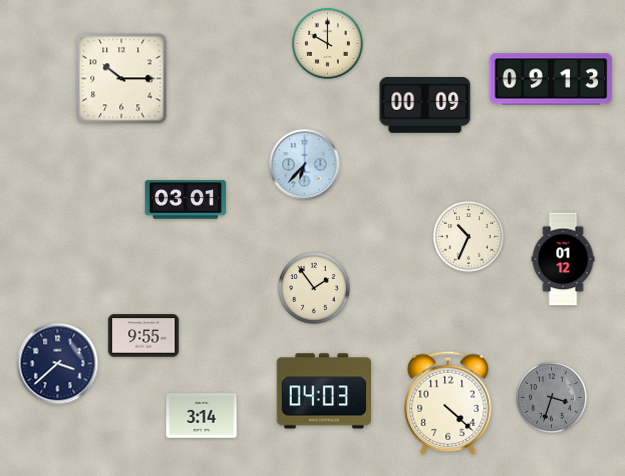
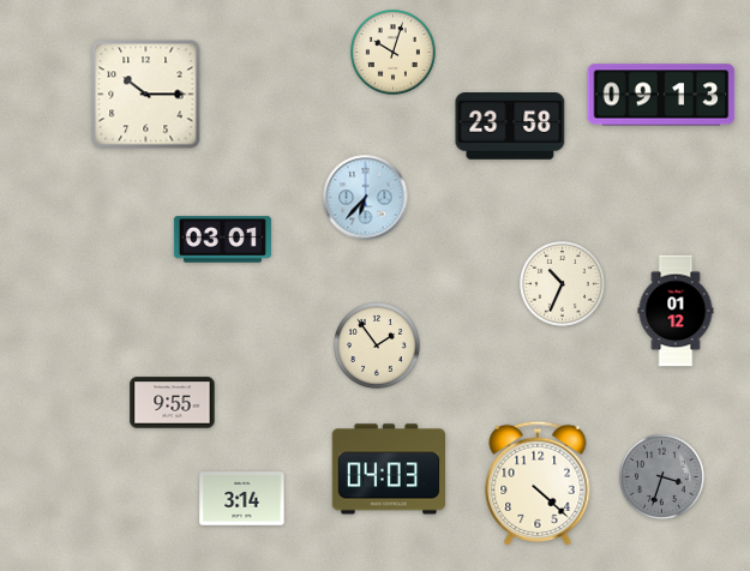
clock at (328, 44): 10:00 -> 10:03
clock at (425, 106): 00:09 -> 23:58
clock at (58, 364): 3:38 -> none
